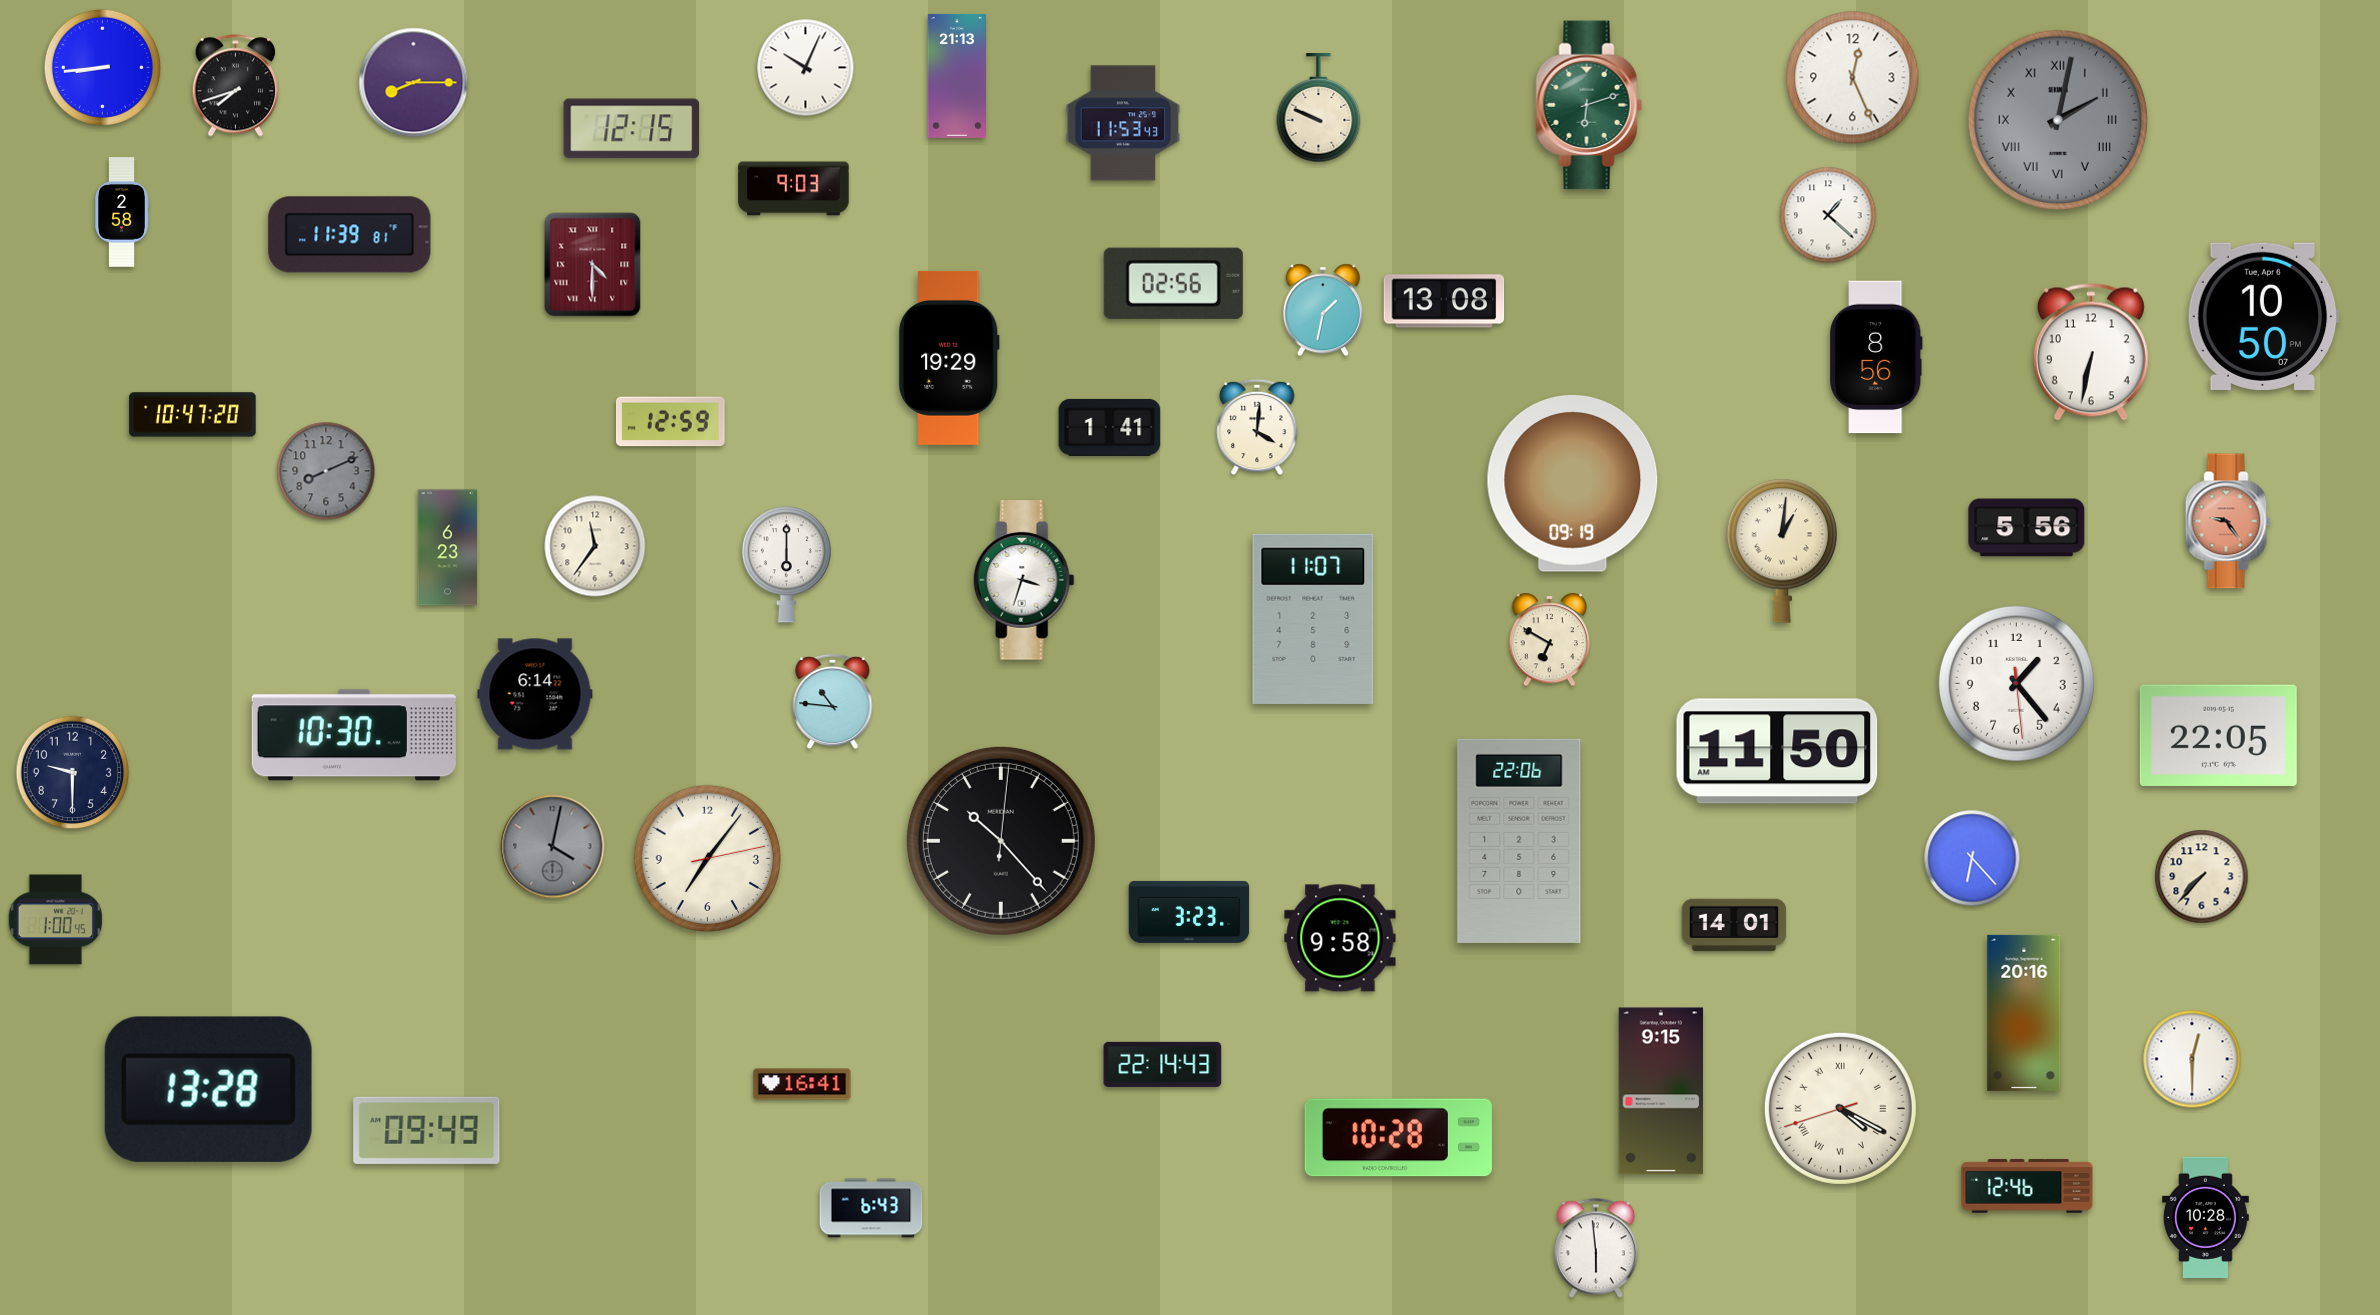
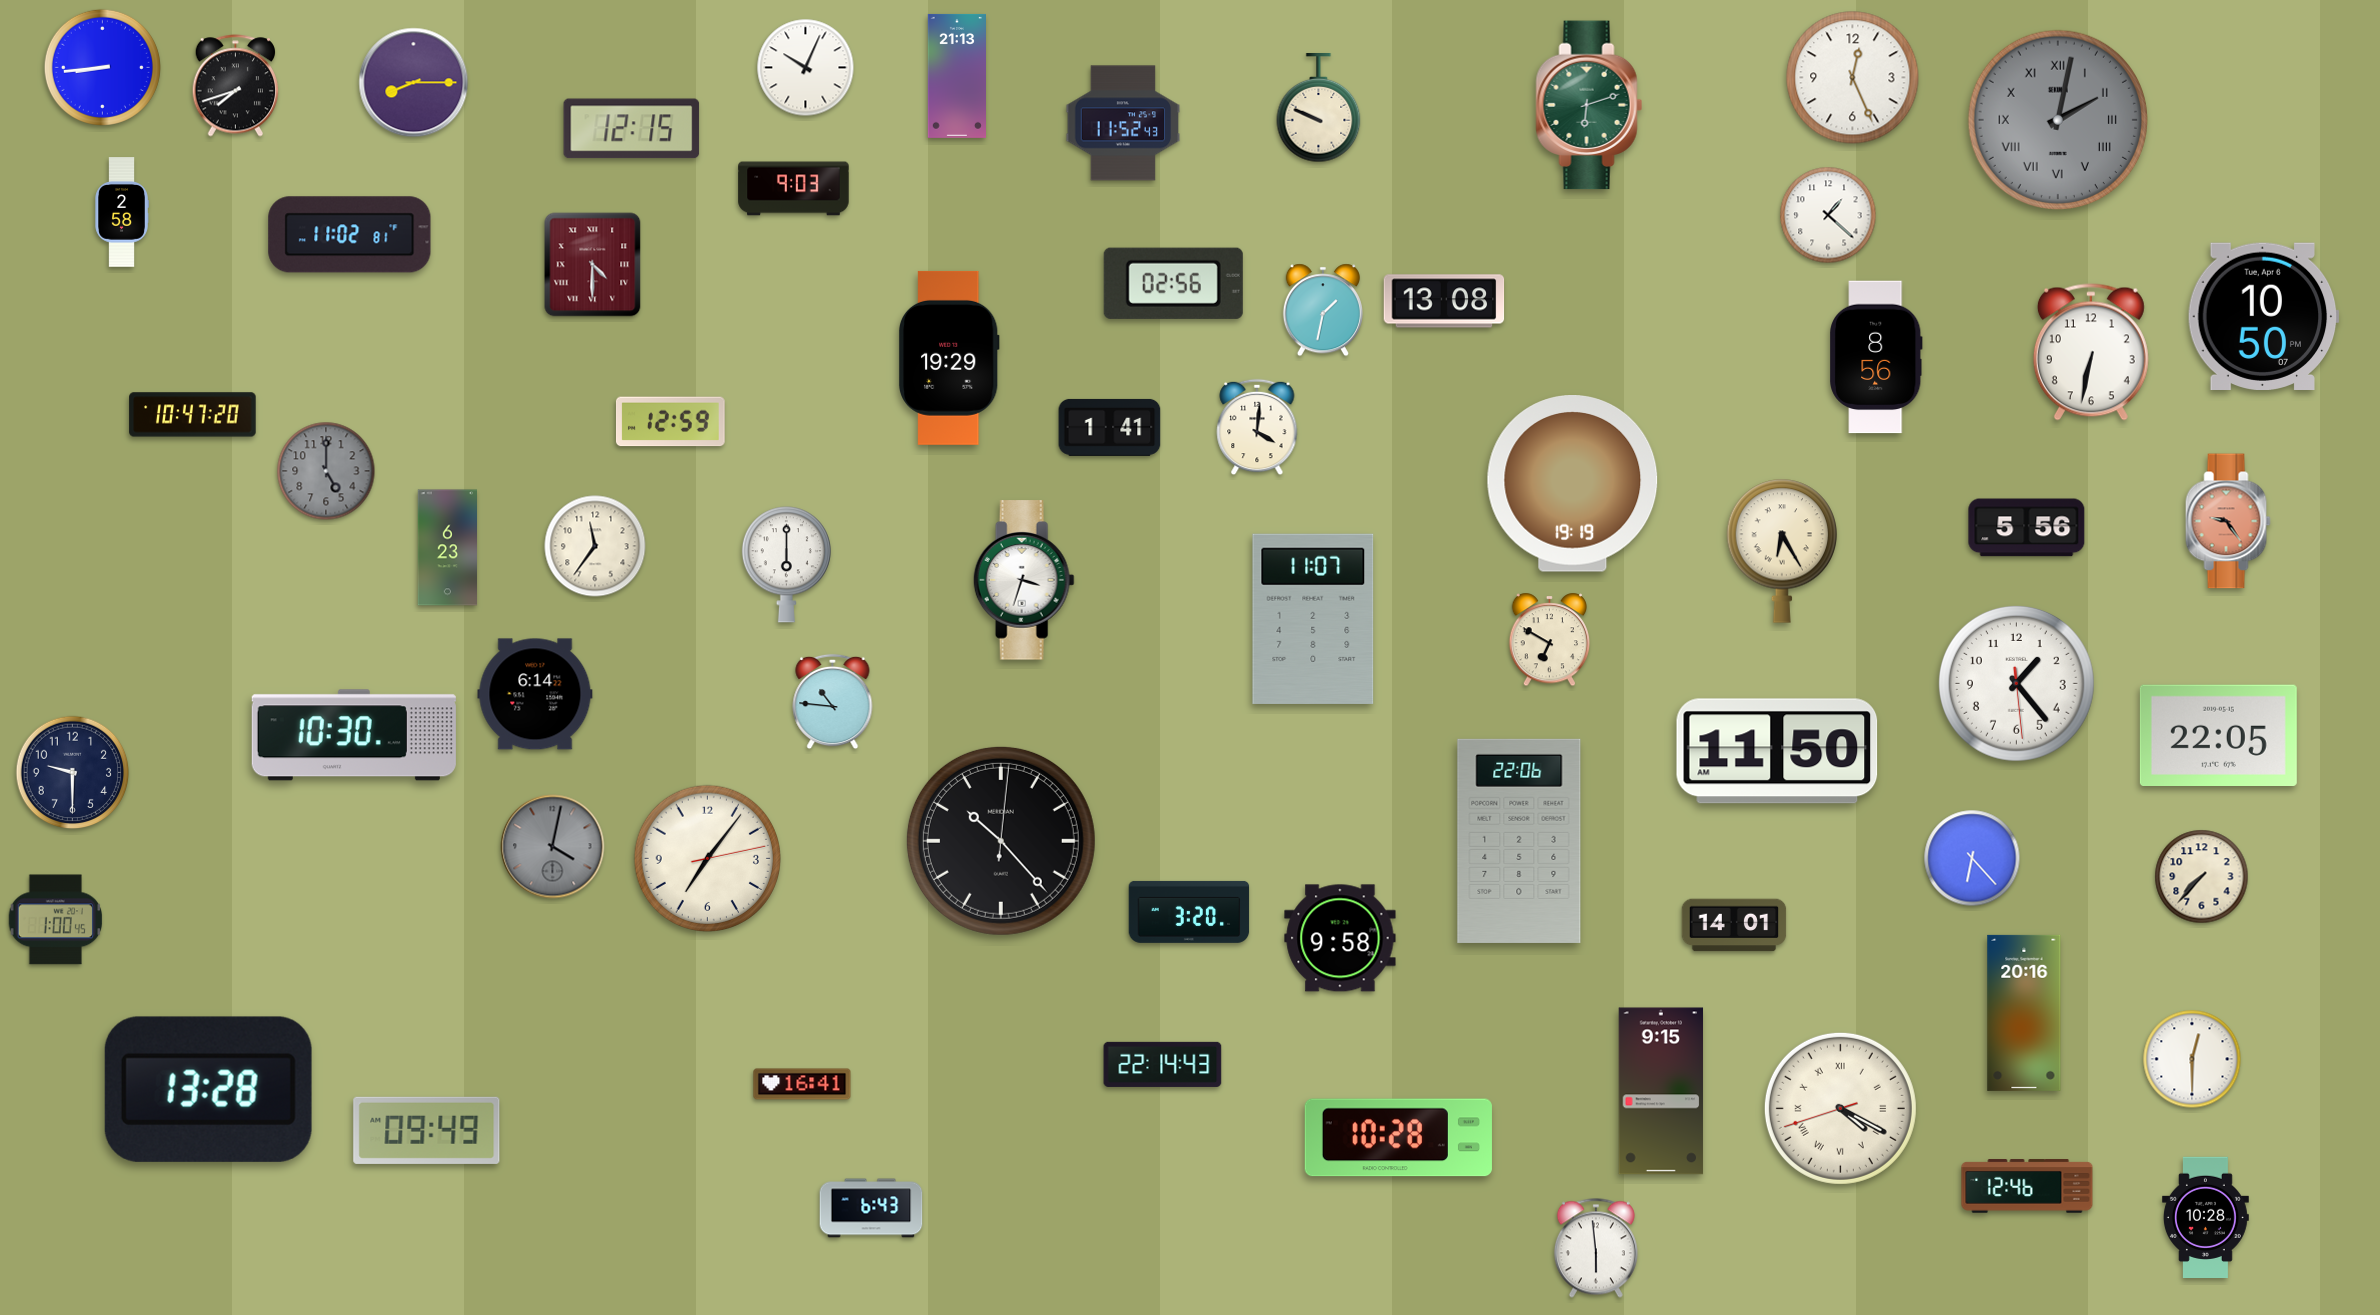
clock at (1123, 123): 11:53 -> 11:52
clock at (350, 235): 11:39 -> 11:02
clock at (326, 471): 8:11 -> 5:00
clock at (1573, 484): 09:19 -> 19:19
clock at (1782, 551): 1:01 -> 6:25
clock at (1189, 912): 3:23 -> 3:20
